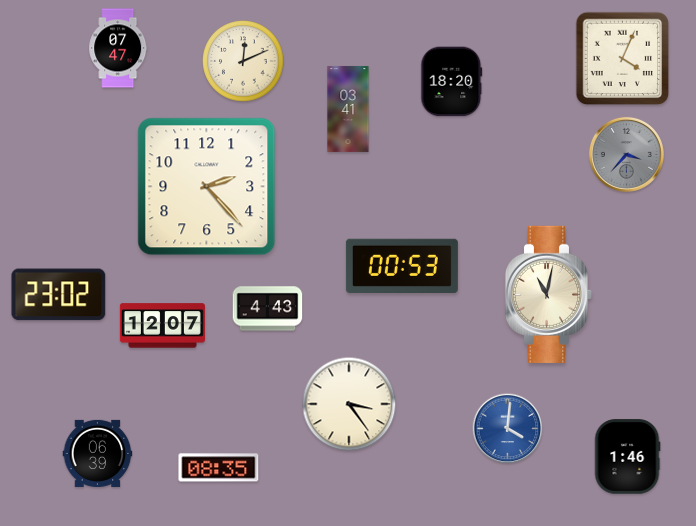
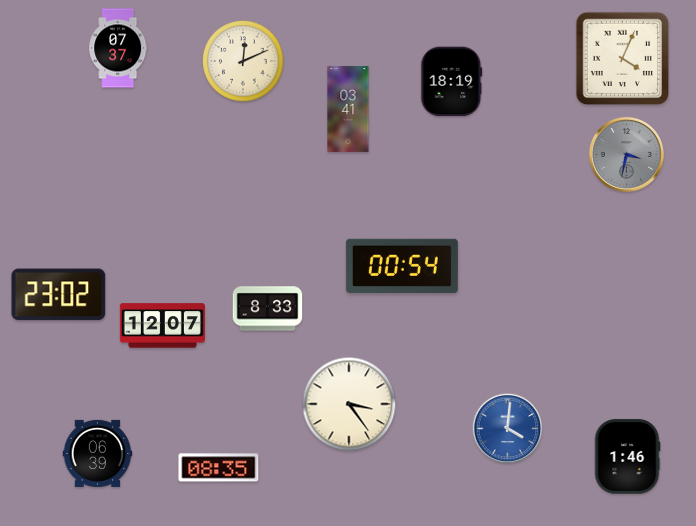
clock at (118, 48): 07:47 -> 07:37
clock at (452, 82): 18:20 -> 18:19
clock at (626, 154): 3:37 -> 3:32
clock at (207, 187): 2:23 -> none
clock at (402, 266): 00:53 -> 00:54
clock at (549, 294): 11:02 -> none
clock at (268, 309): 4:43 -> 8:33
